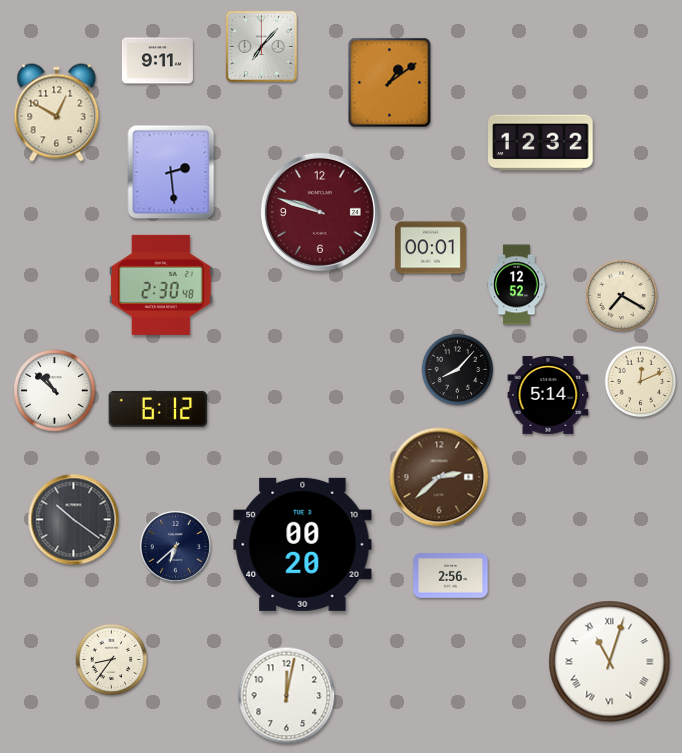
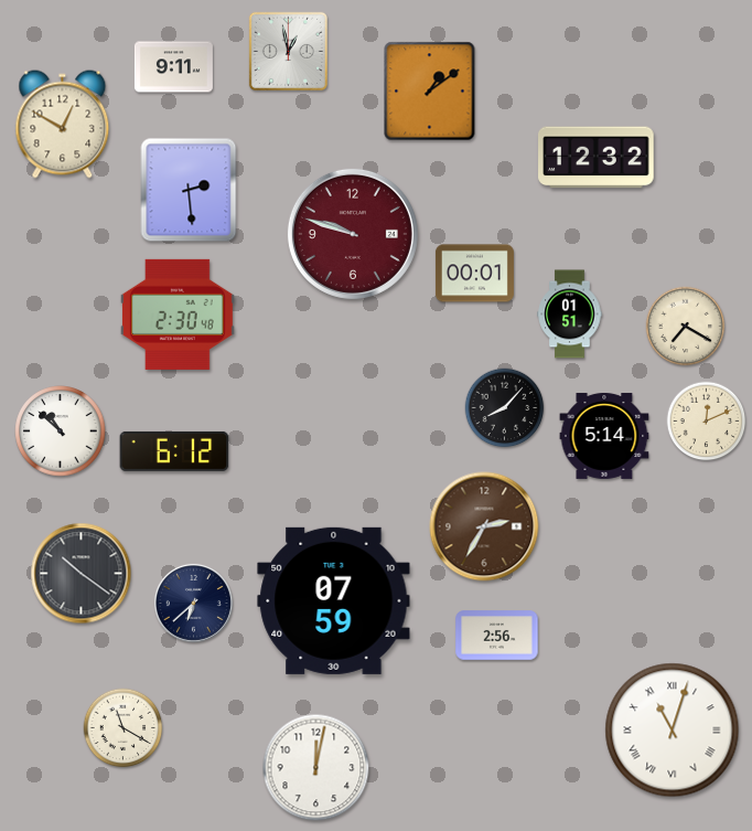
clock at (261, 46): 7:07 -> 12:58
clock at (517, 285): 12:52 -> 01:51
clock at (439, 477): 2:38 -> 2:35
clock at (303, 544): 00:20 -> 07:59
clock at (112, 660): 8:36 -> 11:20
